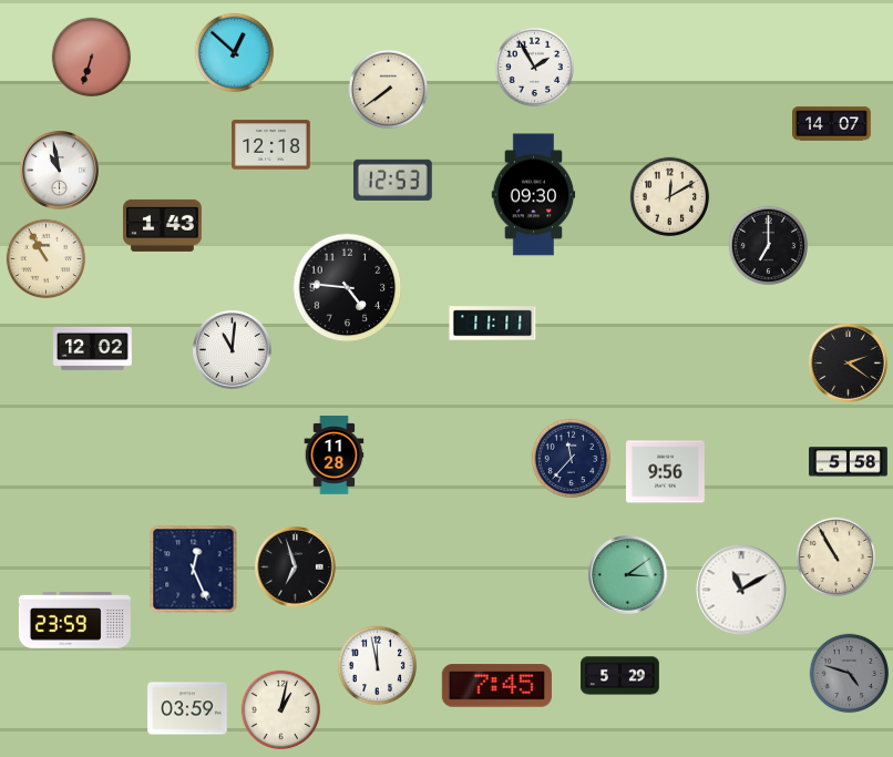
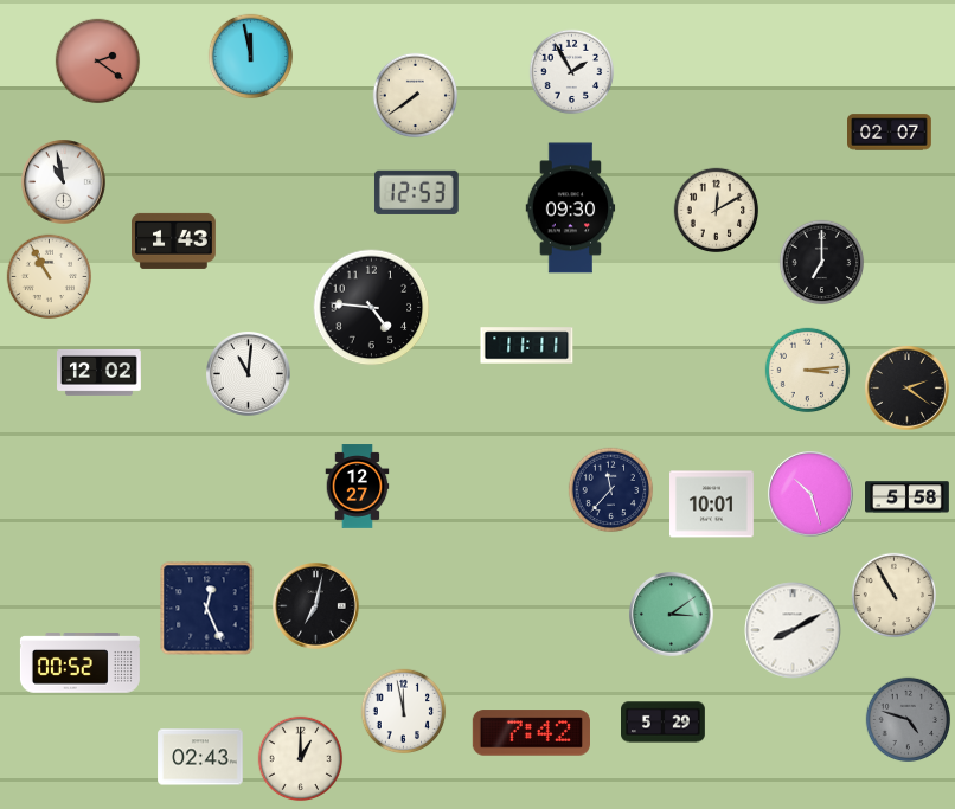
clock at (235, 53): 12:52 -> 11:58
clock at (92, 58): 6:33 -> 2:21
clock at (832, 124): 14:07 -> 02:07
clock at (271, 145): 12:18 -> none
clock at (392, 180) position: (392, 180) -> (416, 192)
clock at (808, 371): none -> 3:14
clock at (335, 456): 11:28 -> 12:27
clock at (810, 494): none -> 10:27
clock at (849, 462) position: (849, 462) -> (908, 497)
clock at (666, 472): 9:56 -> 10:01
clock at (296, 567): 6:57 -> 7:02
clock at (741, 590): 11:10 -> 8:10
clock at (74, 621): 23:59 -> 00:52
clock at (496, 686): 7:45 -> 7:42
clock at (187, 708): 03:59 -> 02:43
clock at (281, 710): 1:02 -> 1:00
